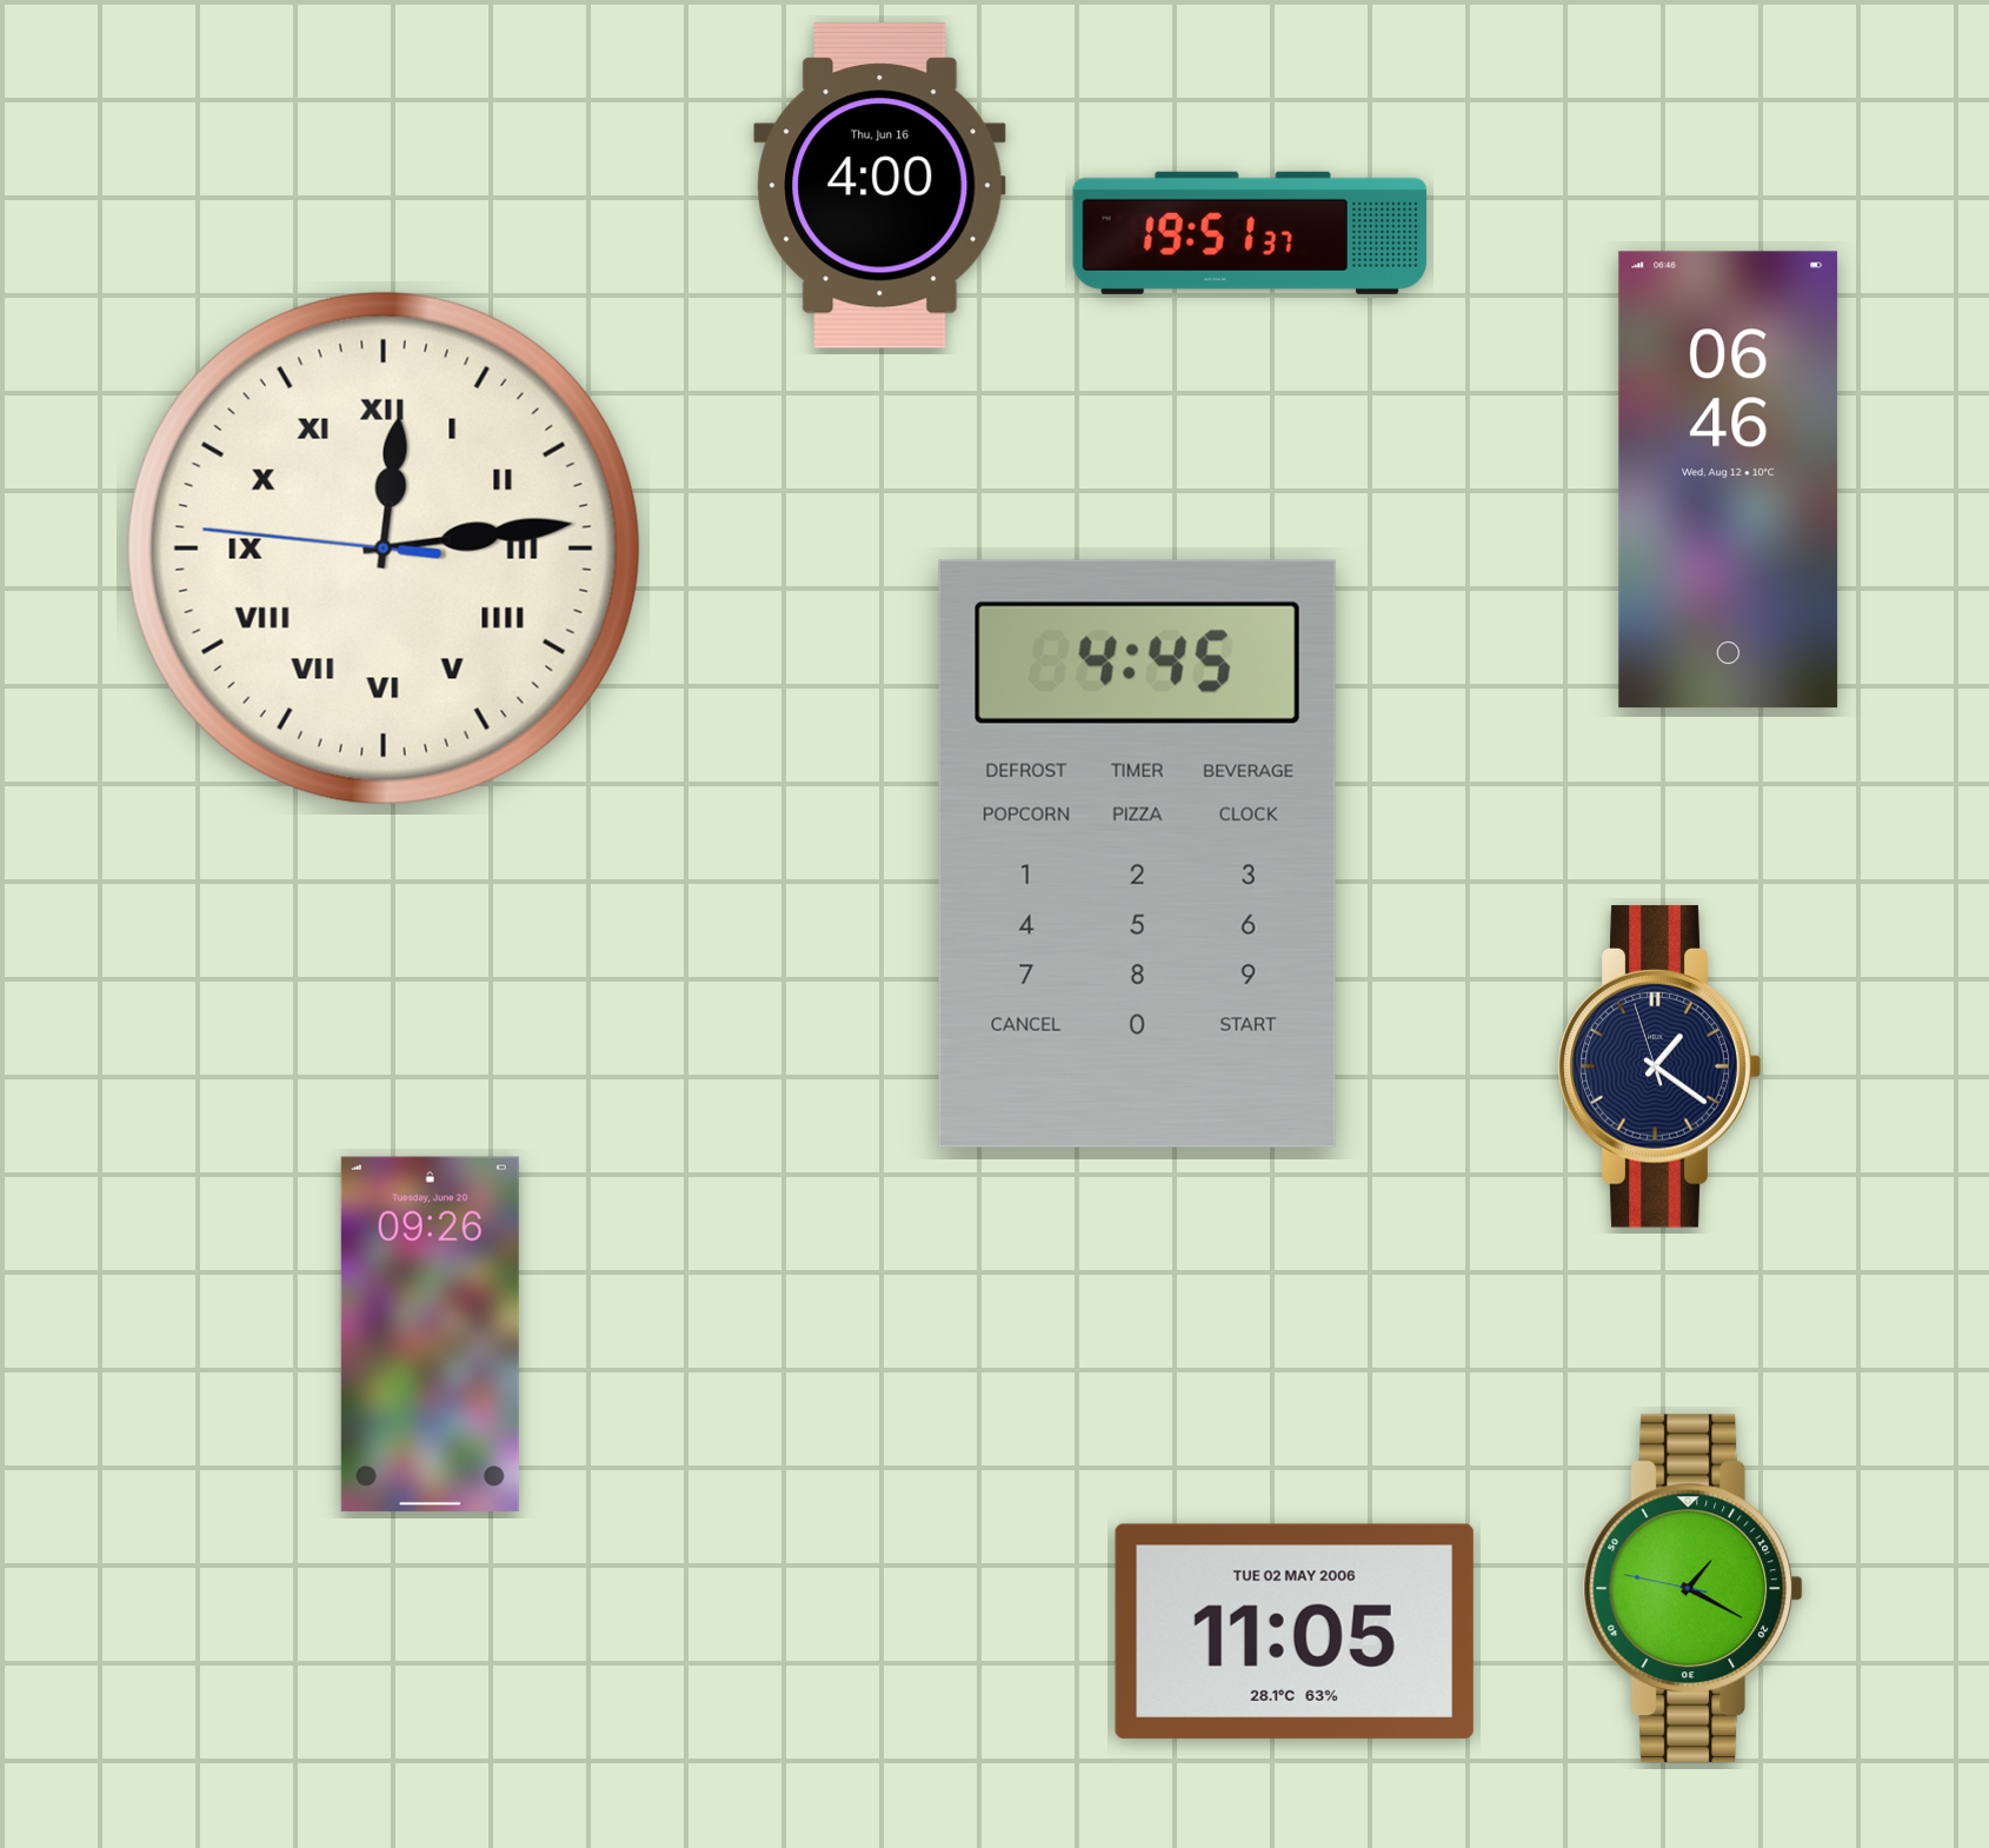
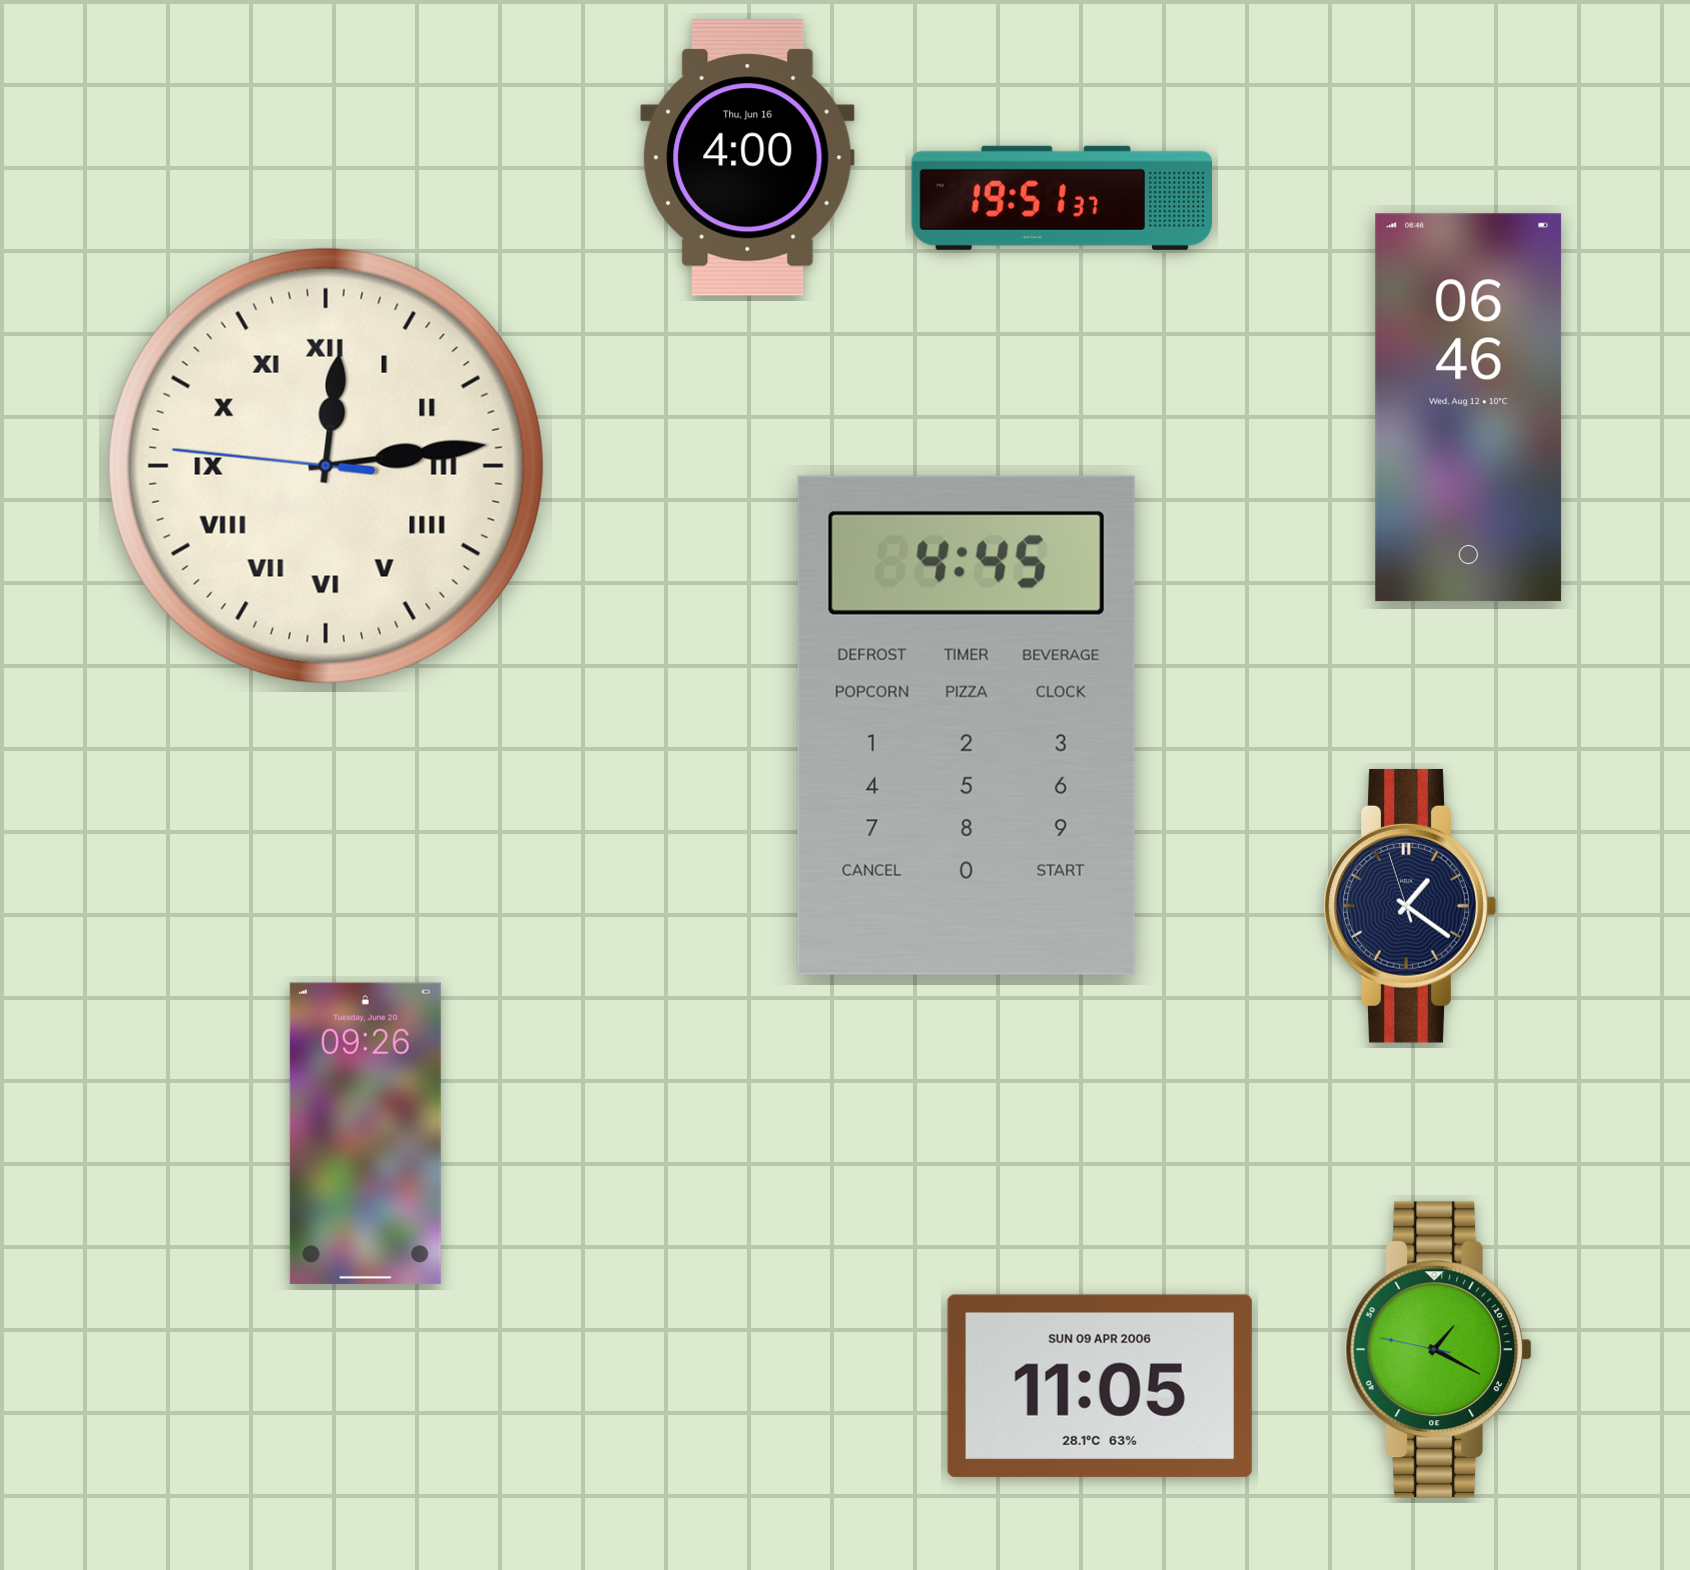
clock at (1295, 1631) date: TUE 02 MAY 2006 -> SUN 09 APR 2006
